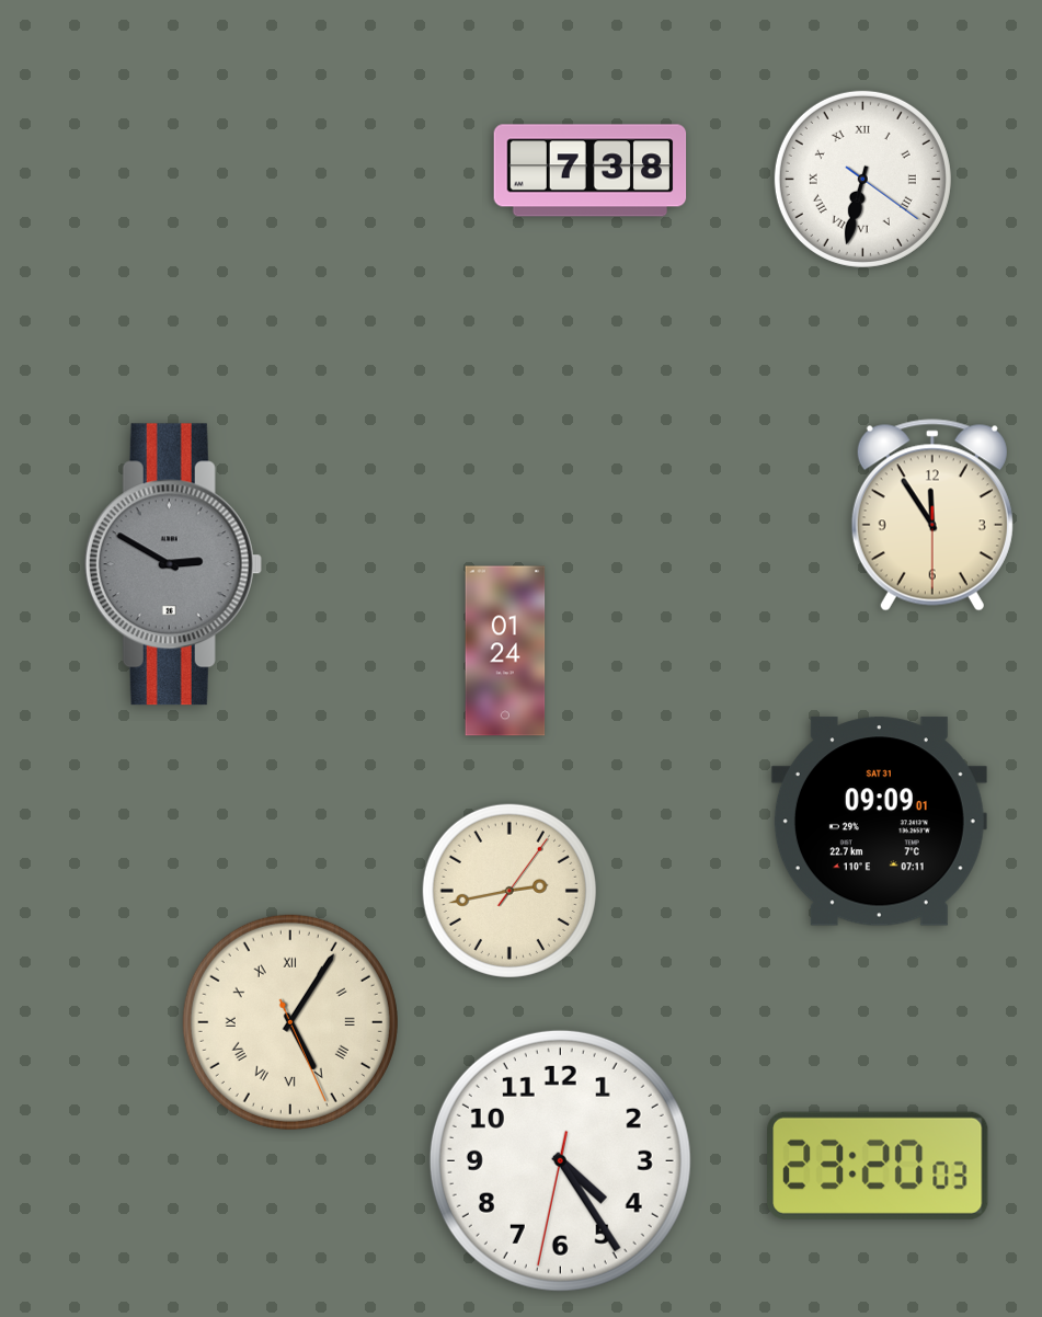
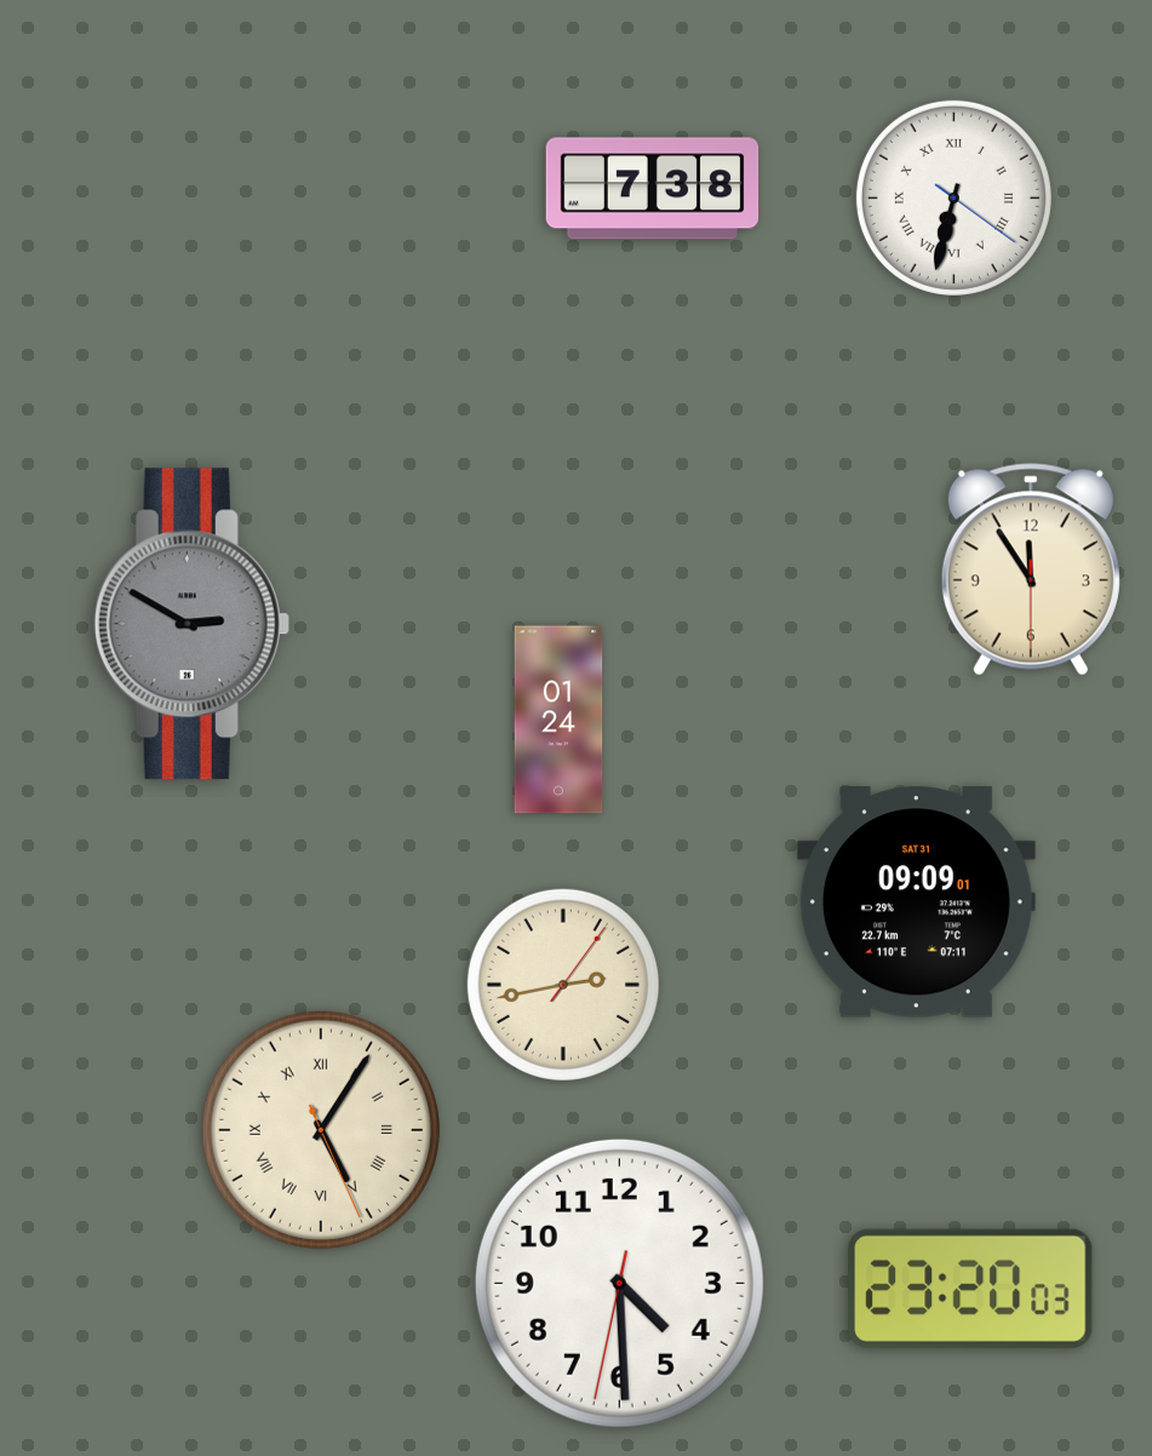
clock at (879, 822) position: (879, 822) -> (916, 902)
clock at (560, 1160): 4:24 -> 4:29
